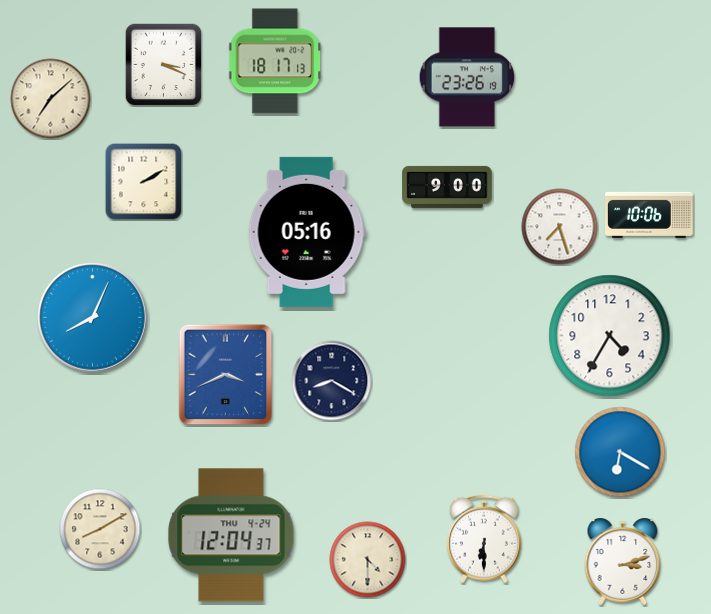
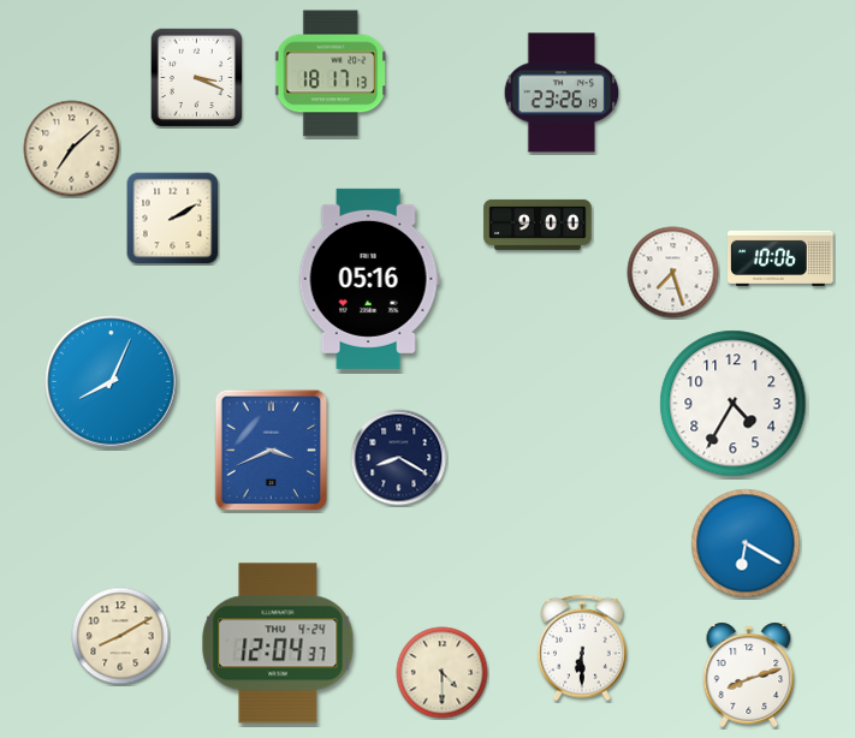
clock at (51, 99) position: (51, 99) -> (72, 149)
clock at (623, 561): 3:12 -> 8:12
